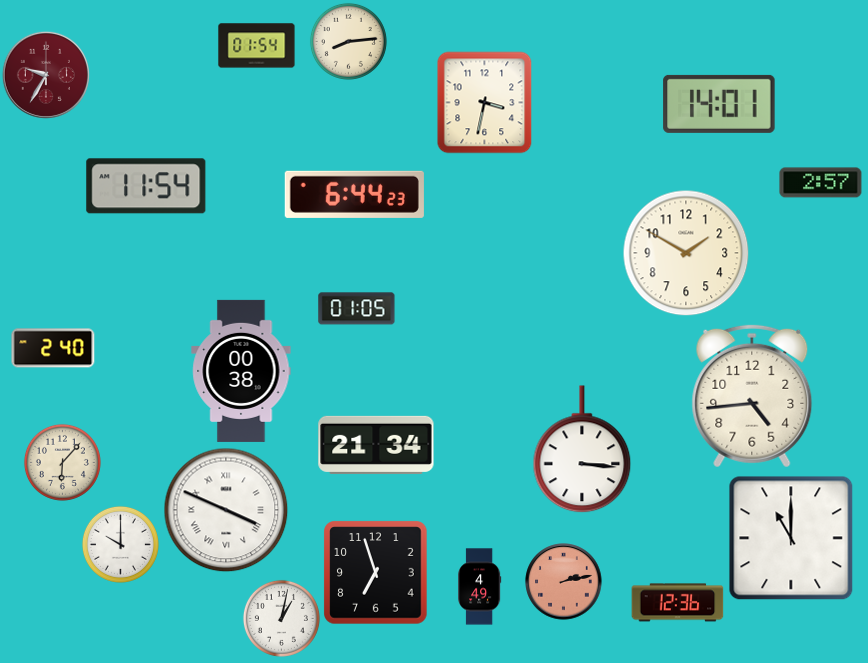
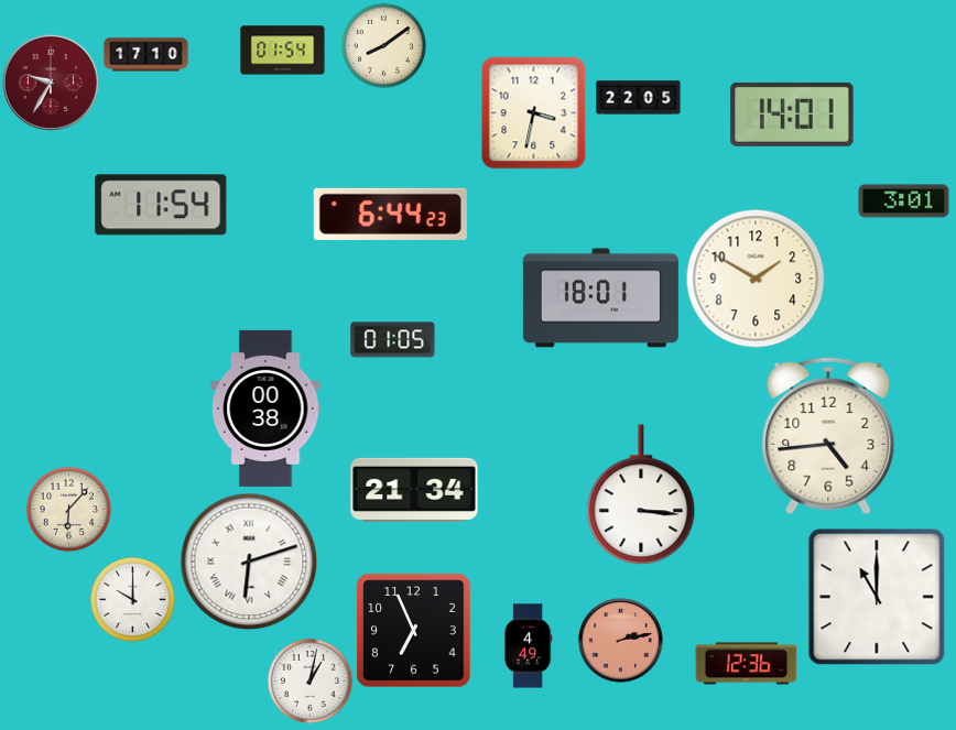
clock at (348, 41): 8:14 -> 8:09
clock at (146, 55): none -> 17:10
clock at (639, 98): none -> 22:05
clock at (821, 183): 2:57 -> 3:01
clock at (600, 298): none -> 18:01
clock at (53, 348): 2:40 -> none
clock at (226, 510): 3:49 -> 6:12
clock at (791, 538) position: (791, 538) -> (877, 597)
clock at (376, 573): 6:57 -> 6:56
